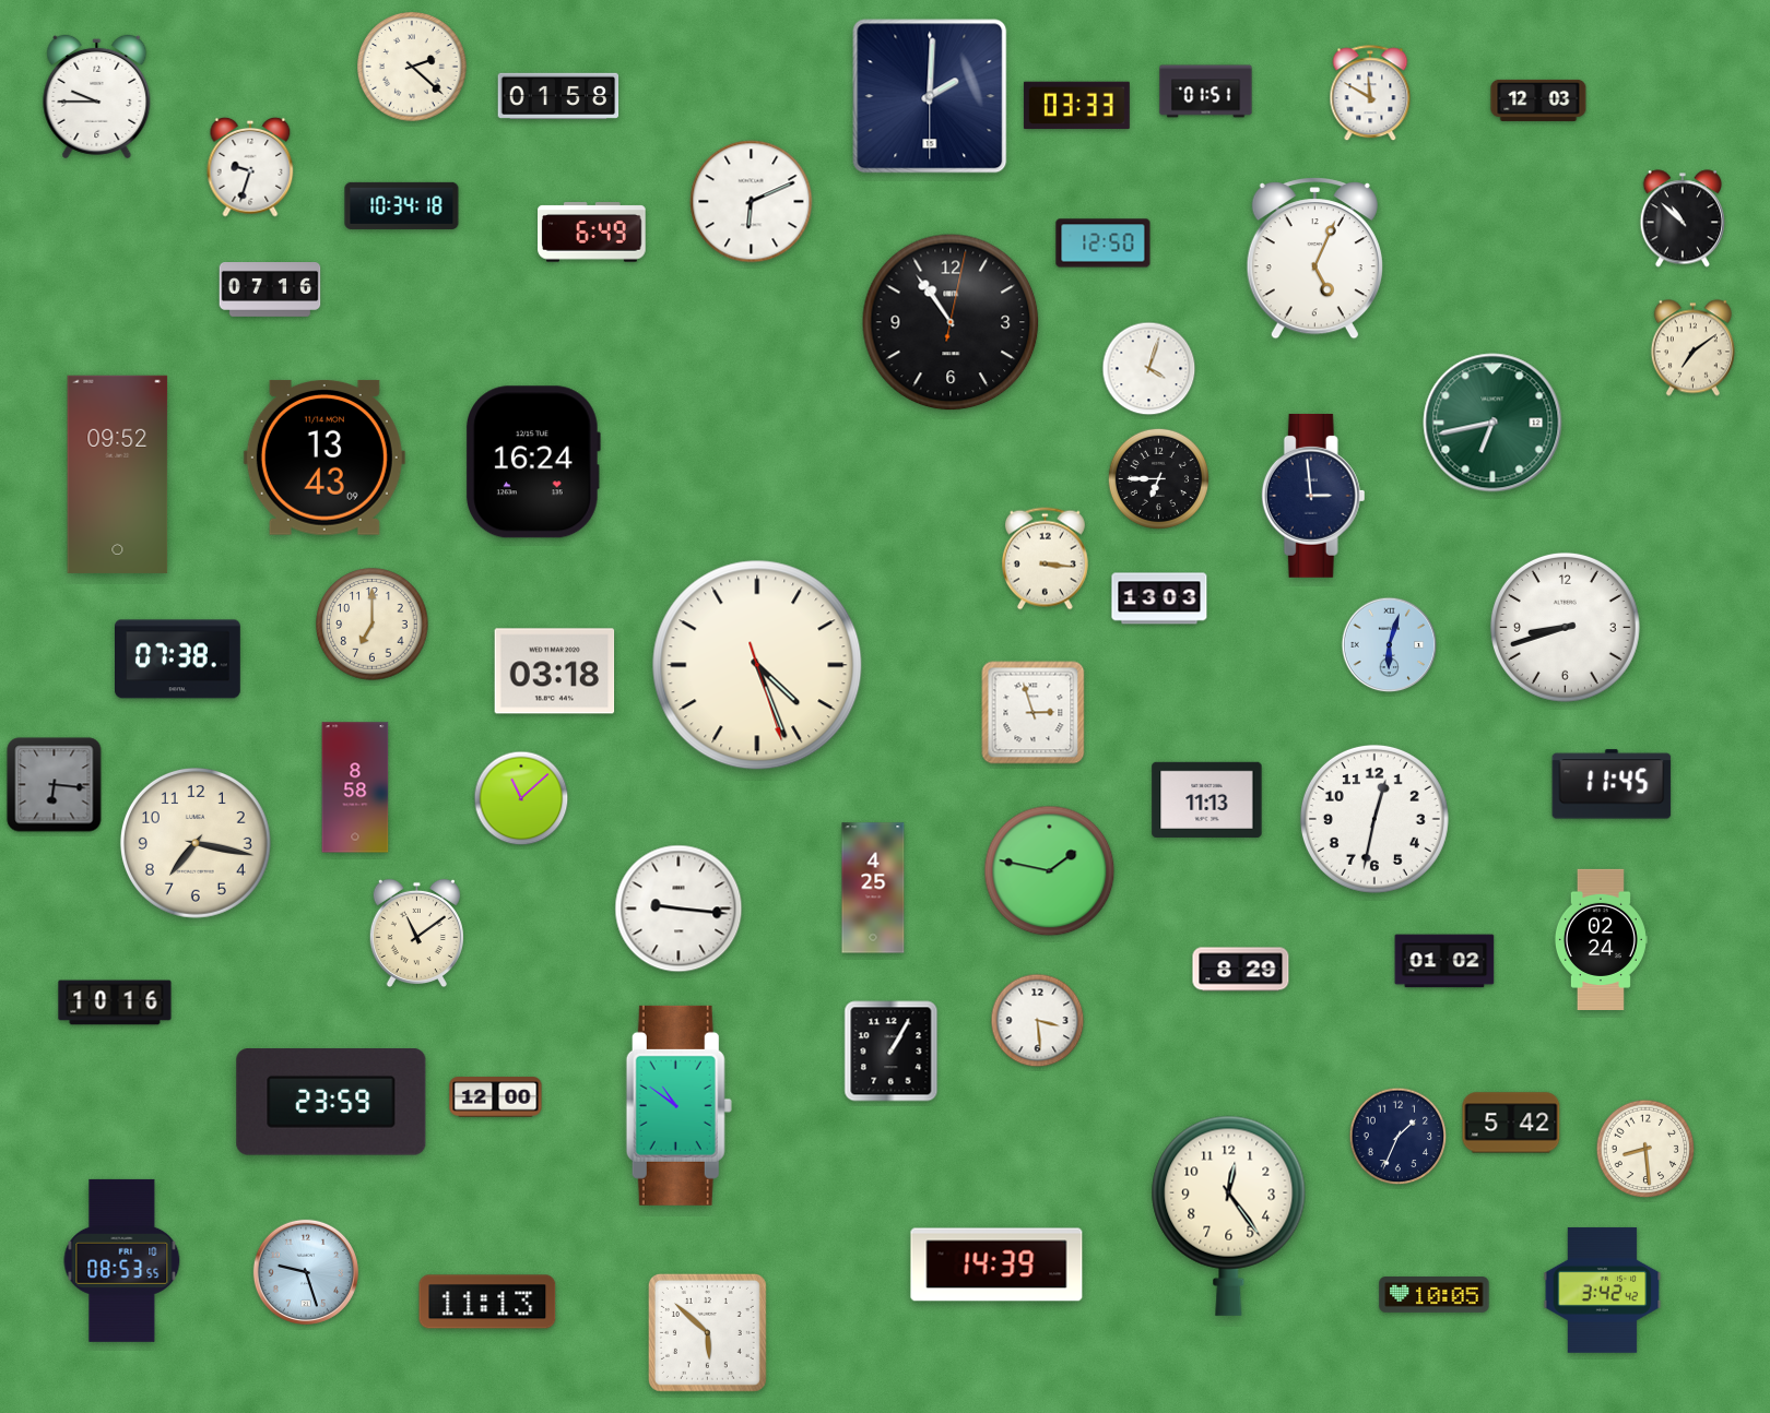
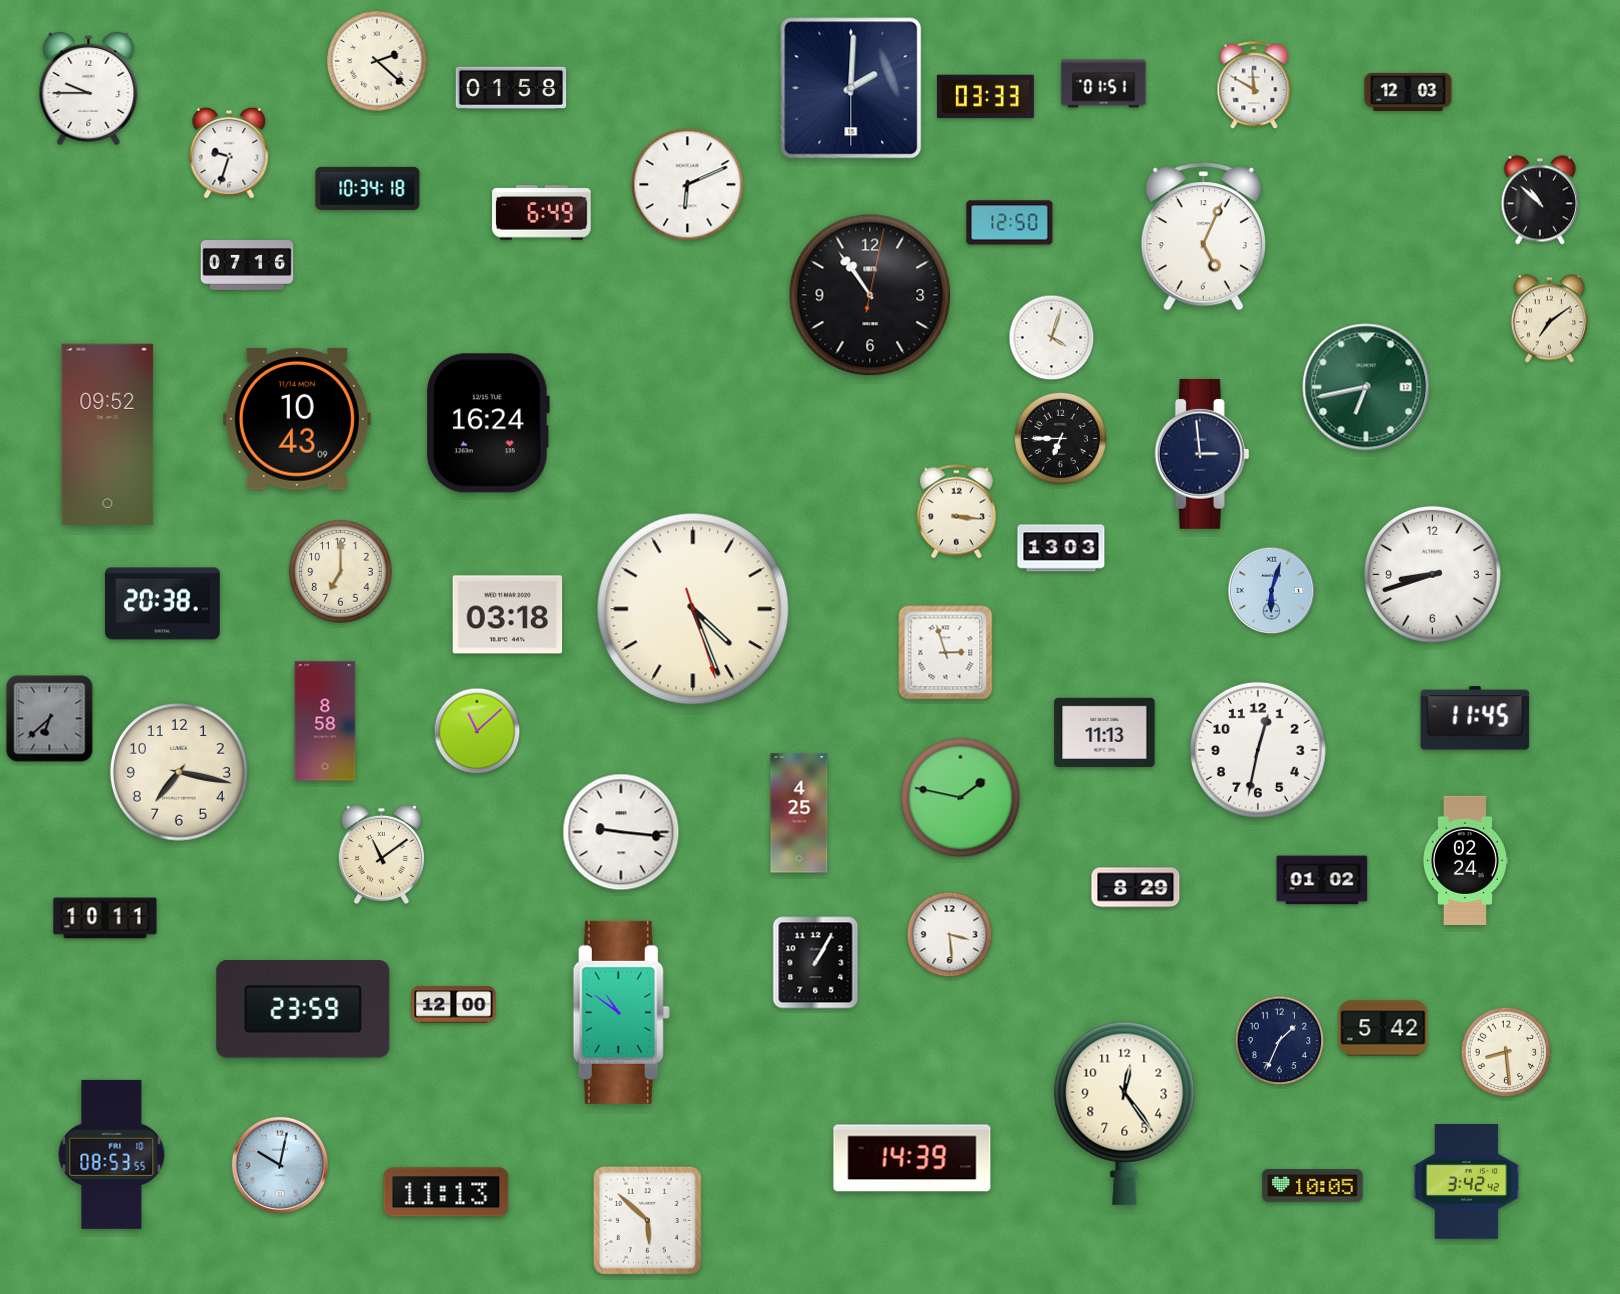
clock at (324, 458): 13:43 -> 10:43
clock at (178, 660): 07:38 -> 20:38
clock at (55, 785): 6:16 -> 6:38
clock at (115, 1002): 10:16 -> 10:11
clock at (306, 1272): 9:27 -> 10:02
